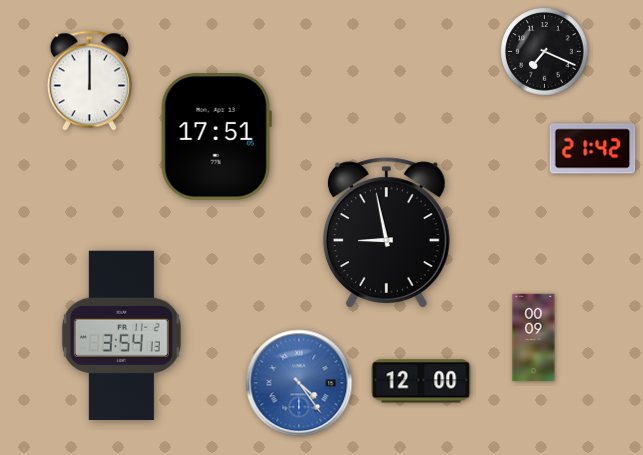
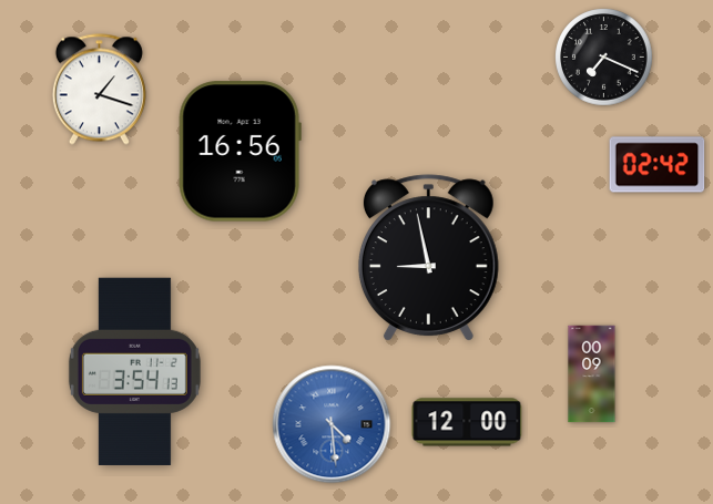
clock at (89, 81): 12:00 -> 1:18
clock at (216, 137): 17:51 -> 16:56
clock at (593, 149): 21:42 -> 02:42
clock at (299, 383): 4:24 -> 4:29
